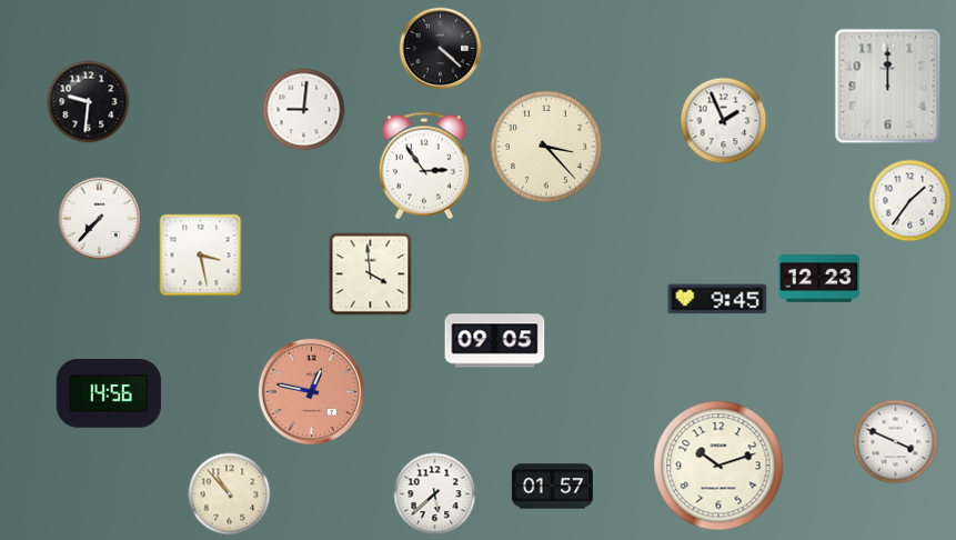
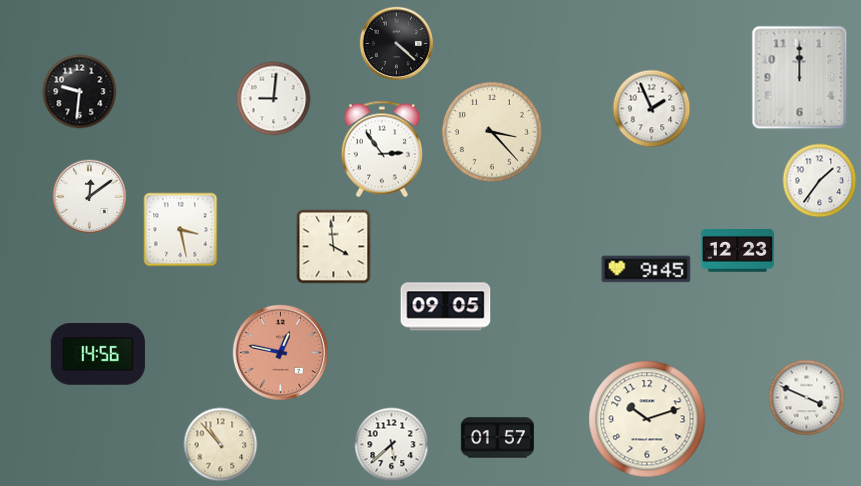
clock at (100, 219): 7:37 -> 12:09
clock at (230, 494) position: (230, 494) -> (221, 445)
